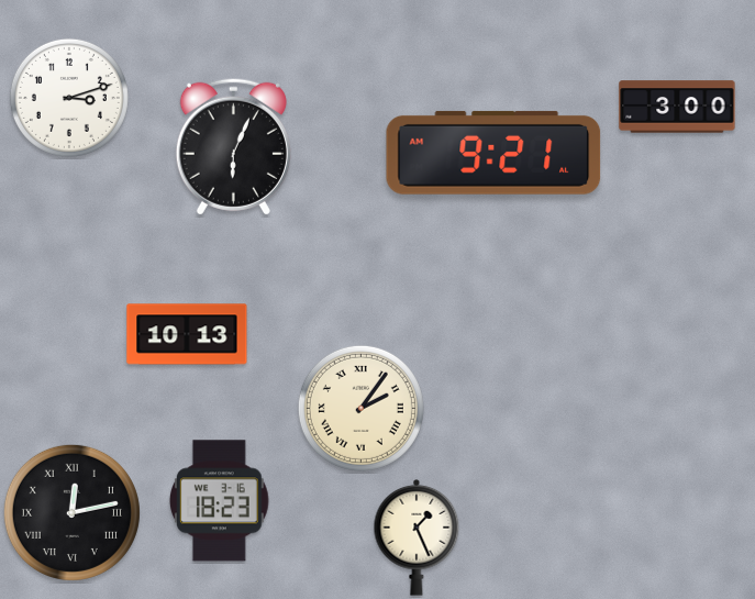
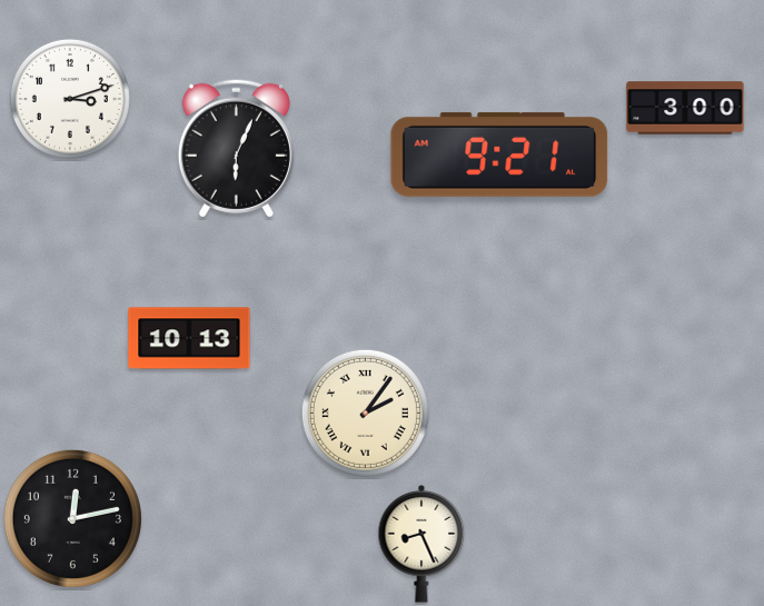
clock at (219, 501): 18:23 -> none
clock at (71, 512) numerals: Roman -> Arabic
clock at (417, 537): 1:26 -> 8:26
